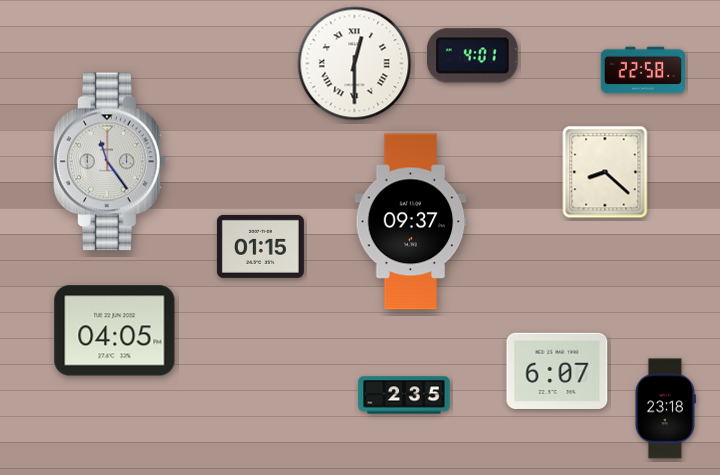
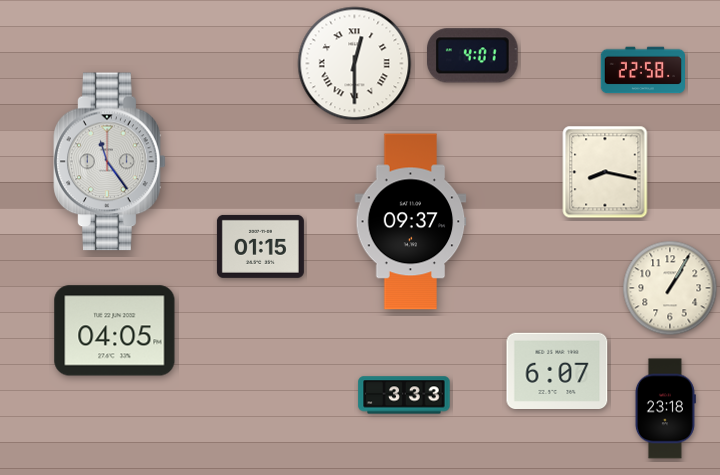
clock at (605, 172): 8:22 -> 8:17
clock at (670, 288): none -> 1:05
clock at (404, 395): 2:35 -> 3:33
